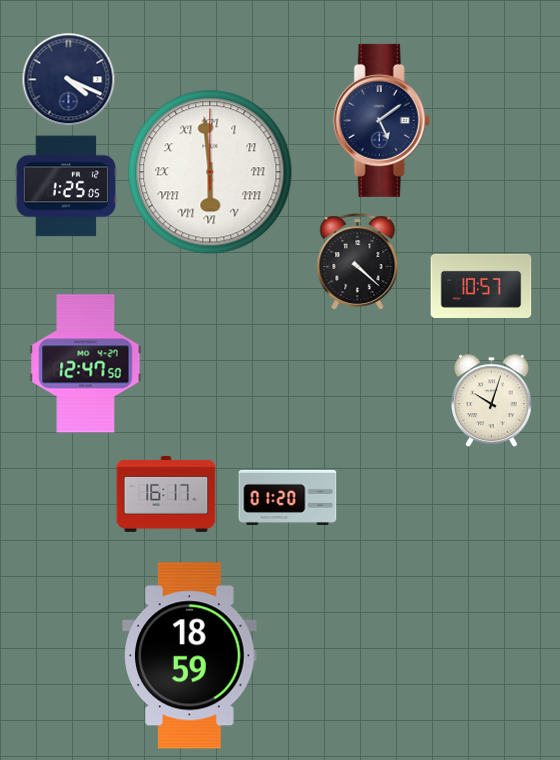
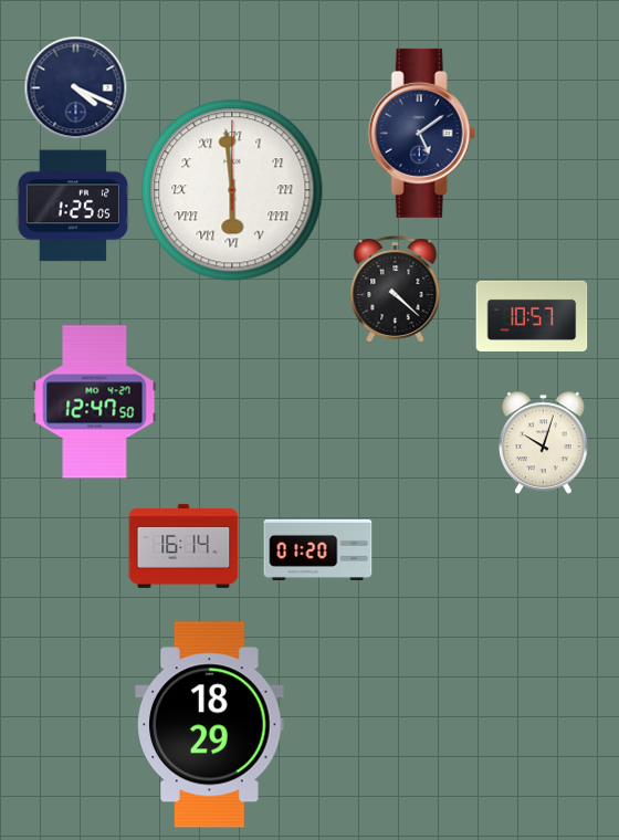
clock at (166, 494): 16:17 -> 16:14
clock at (190, 656): 18:59 -> 18:29
